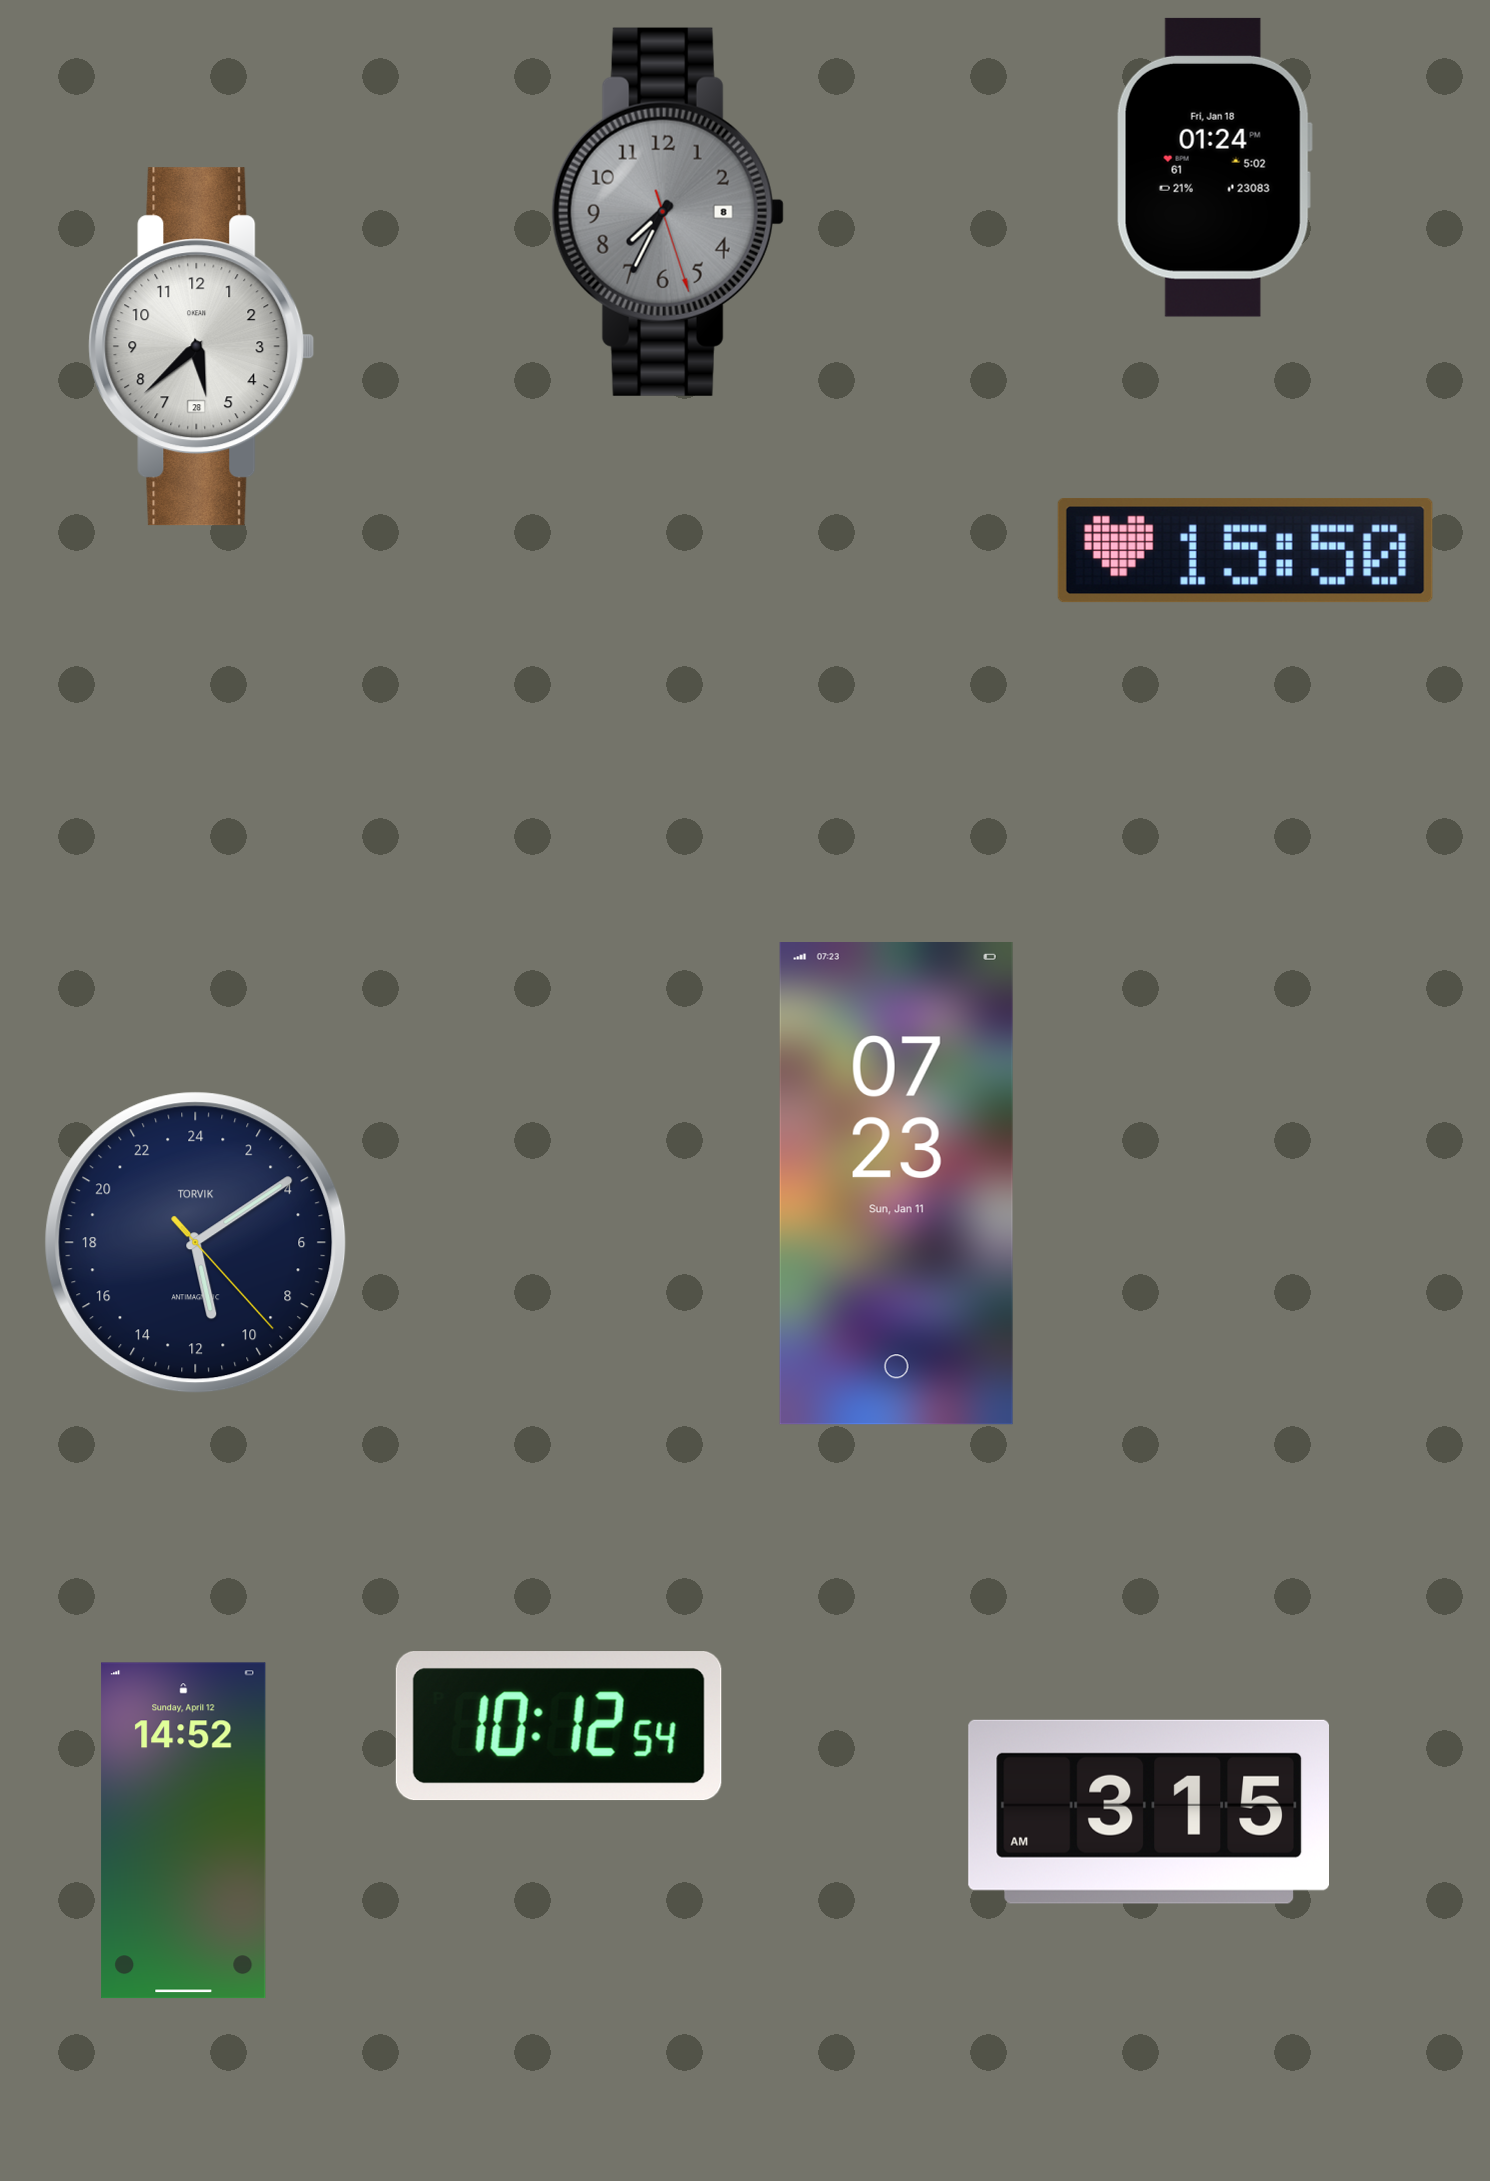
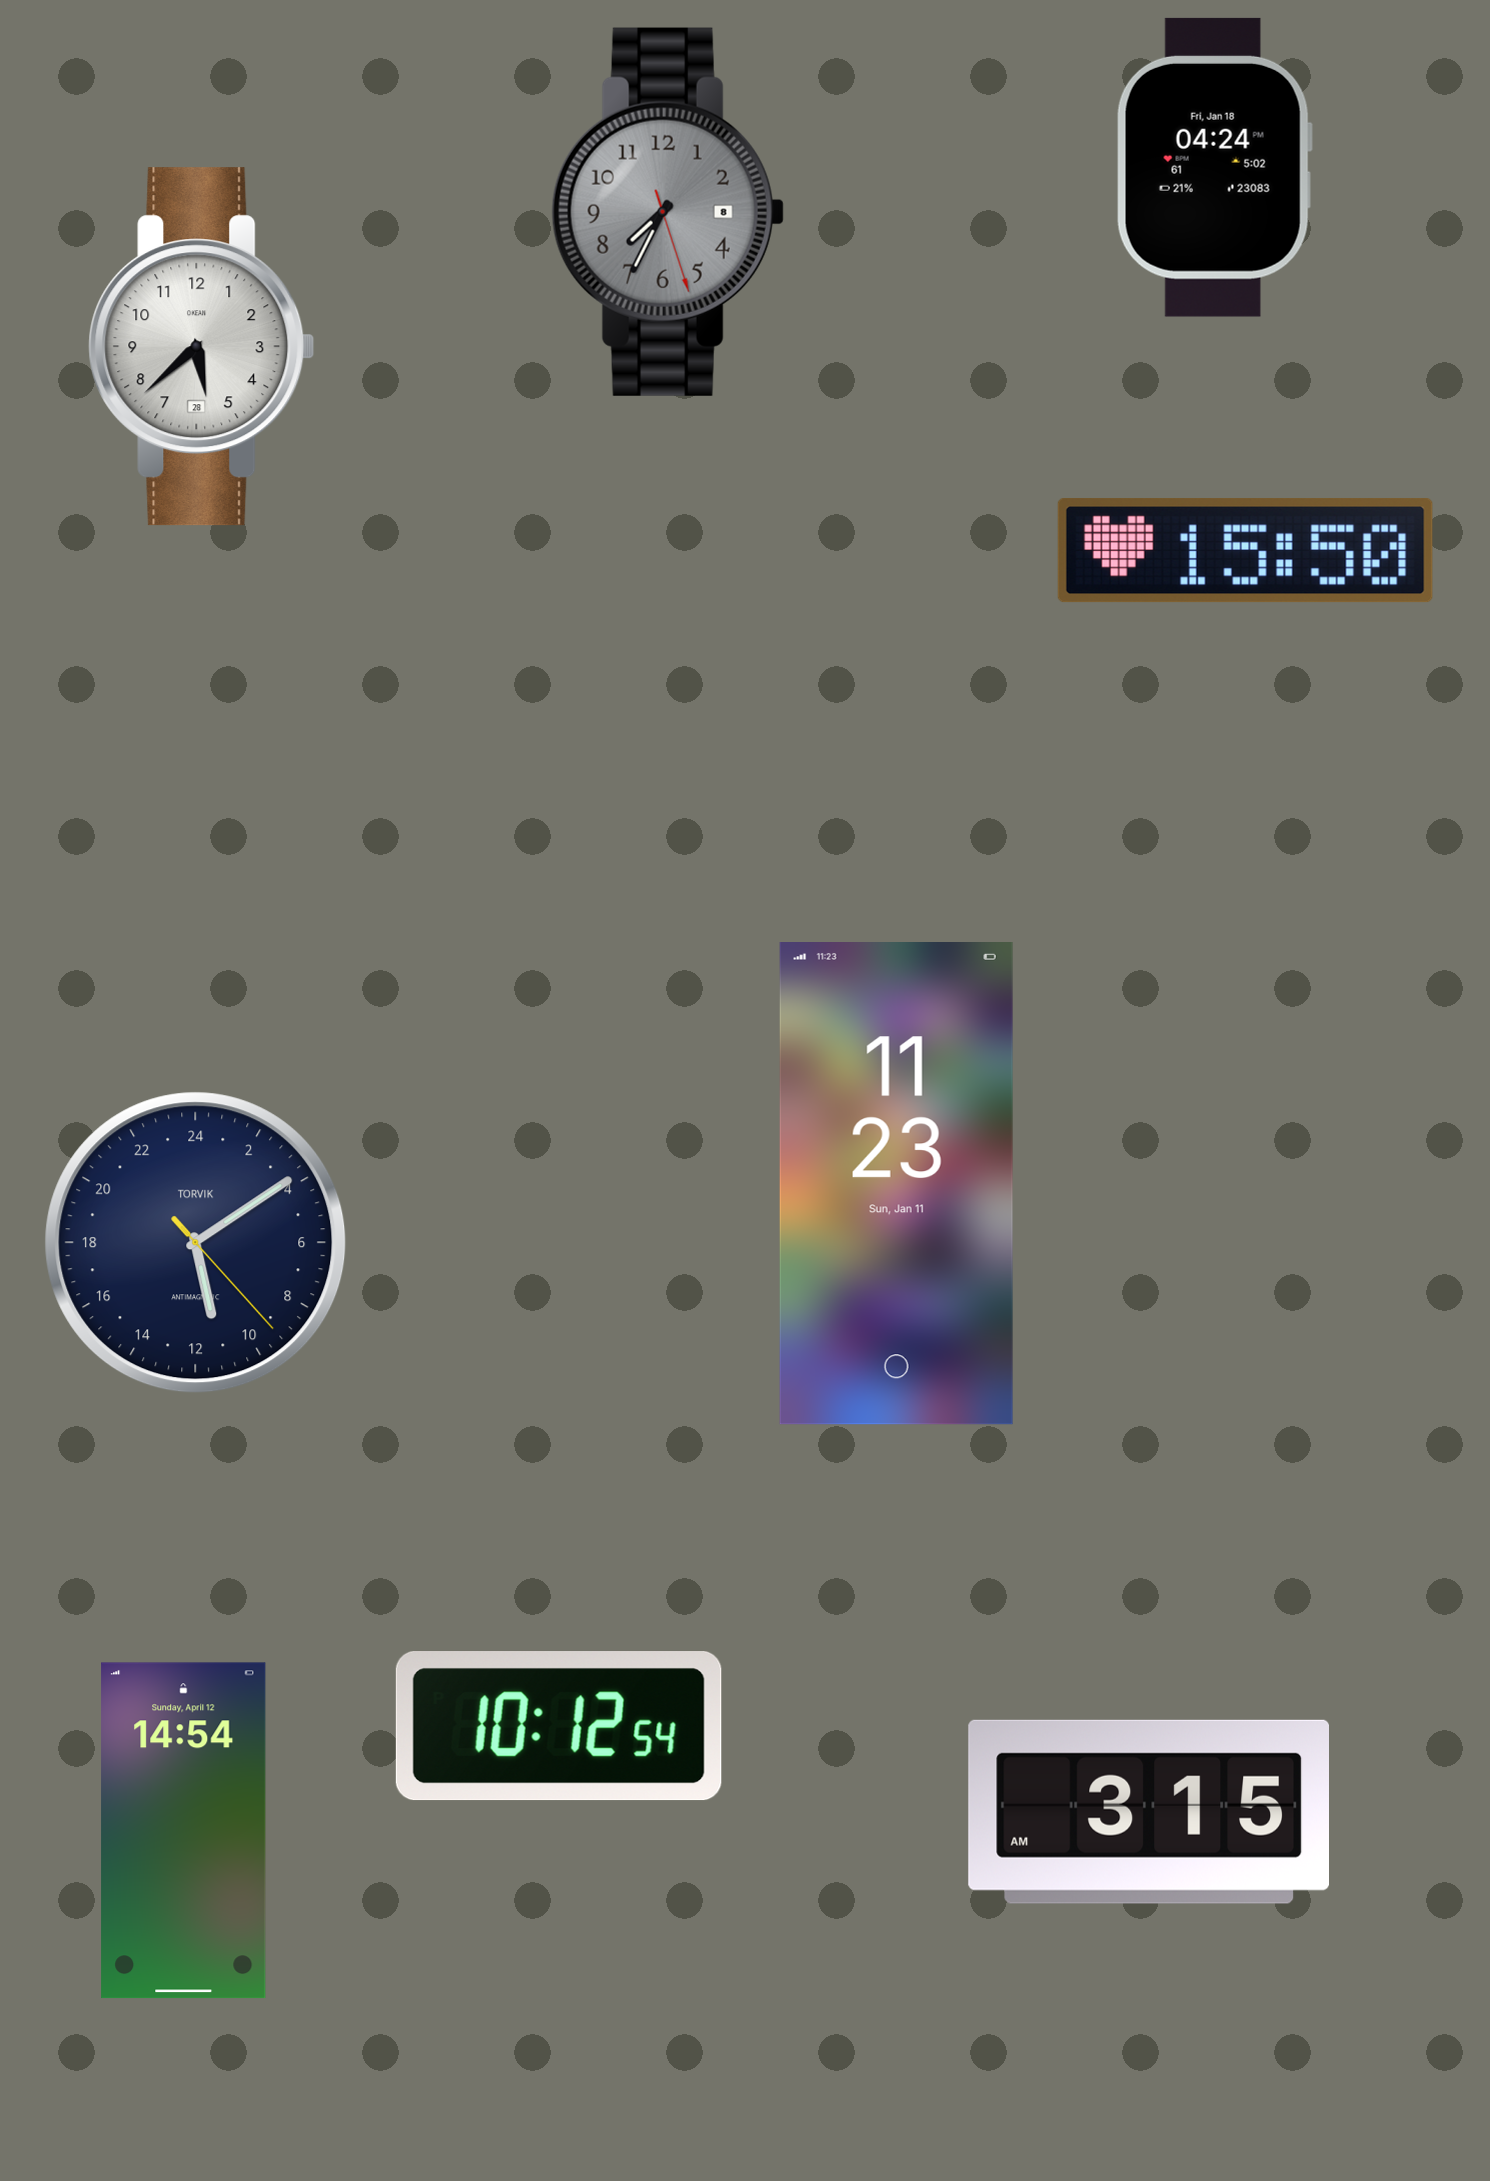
clock at (1214, 167): 01:24 -> 04:24
clock at (896, 1184): 07:23 -> 11:23
clock at (184, 1831): 14:52 -> 14:54
